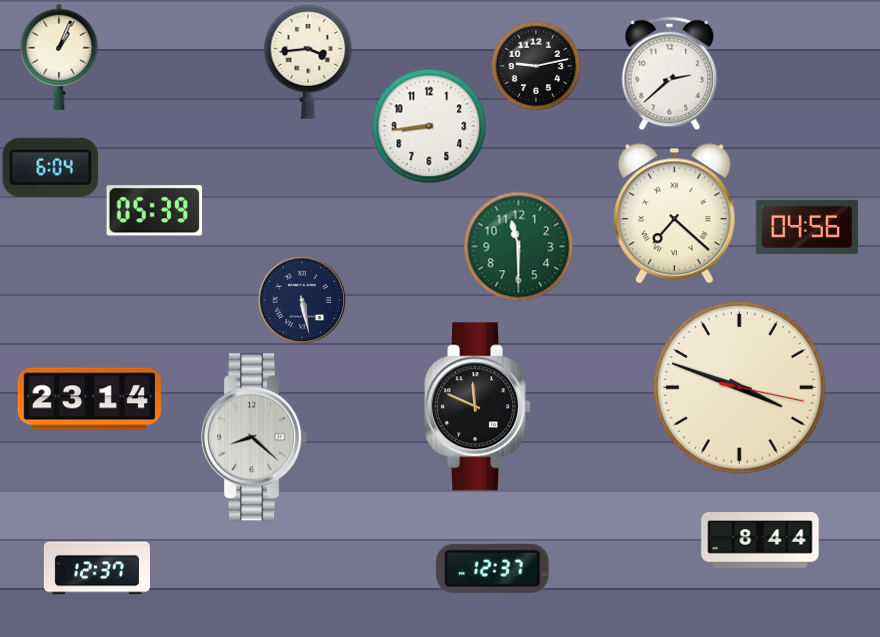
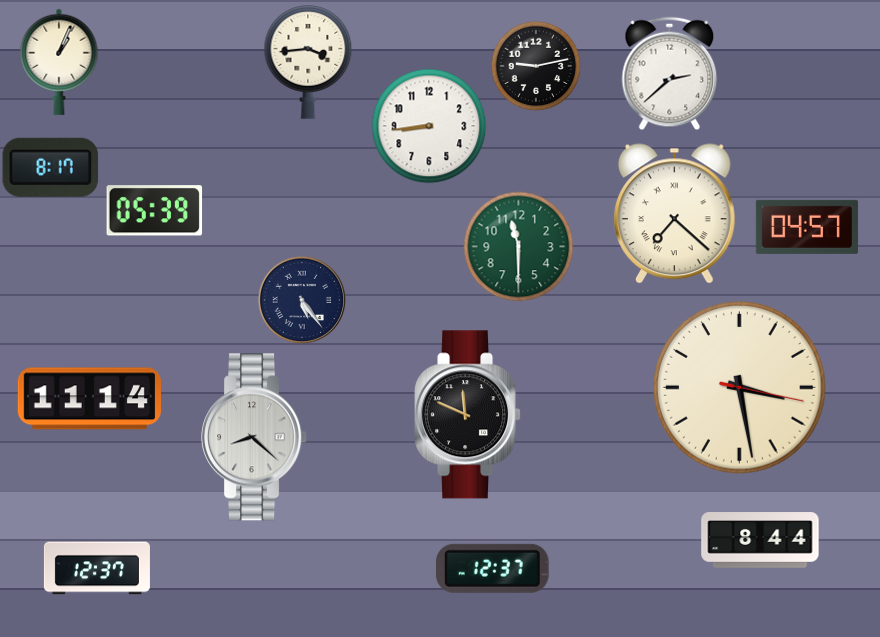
clock at (59, 57) position: (59, 57) -> (59, 62)
clock at (51, 167): 6:04 -> 8:17
clock at (807, 227): 04:56 -> 04:57
clock at (302, 300): 5:28 -> 5:24
clock at (740, 388): 3:48 -> 3:28
clock at (89, 399): 23:14 -> 11:14
clock at (478, 407) position: (478, 407) -> (468, 415)
